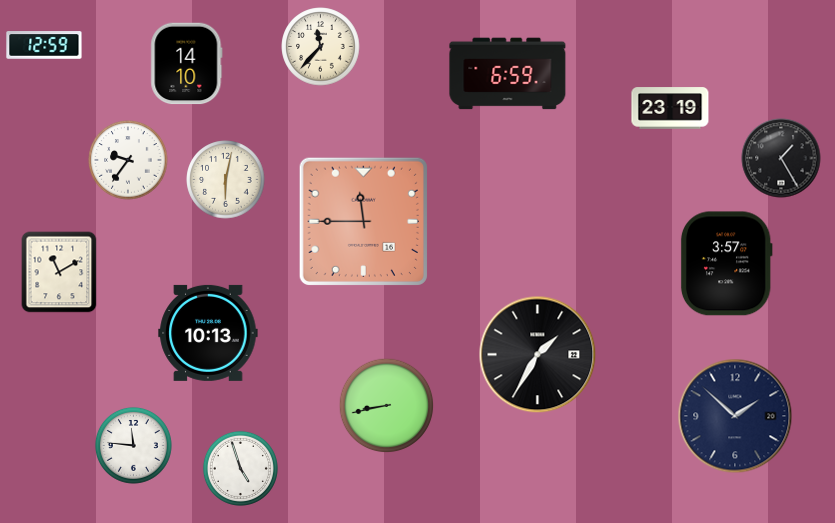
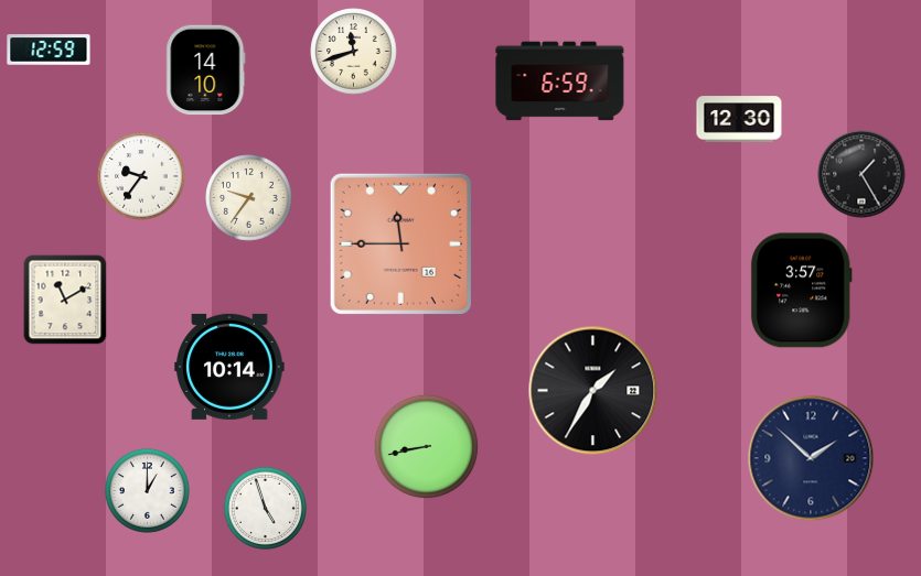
clock at (321, 47): 11:37 -> 11:42
clock at (670, 108): 23:19 -> 12:30
clock at (226, 180): 6:02 -> 9:36
clock at (208, 333): 10:13 -> 10:14
clock at (133, 445): 11:46 -> 1:00
clock at (240, 468) position: (240, 468) -> (265, 508)
